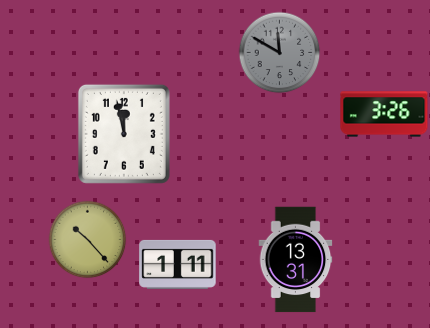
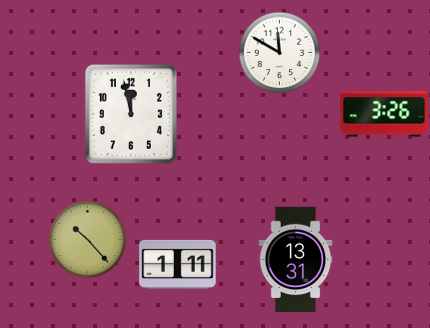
clock at (279, 52) dial: grey -> white
clock at (124, 134) position: (124, 134) -> (131, 114)
